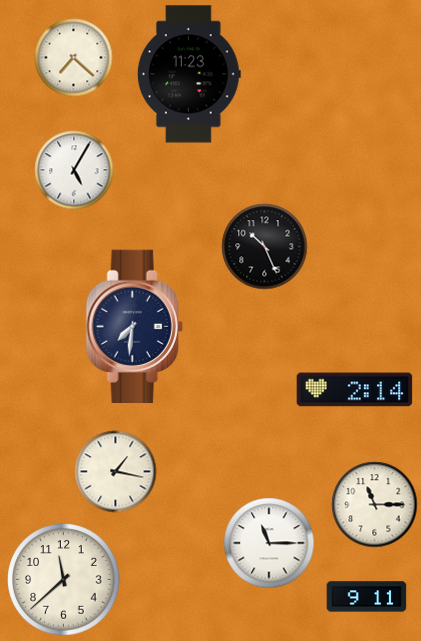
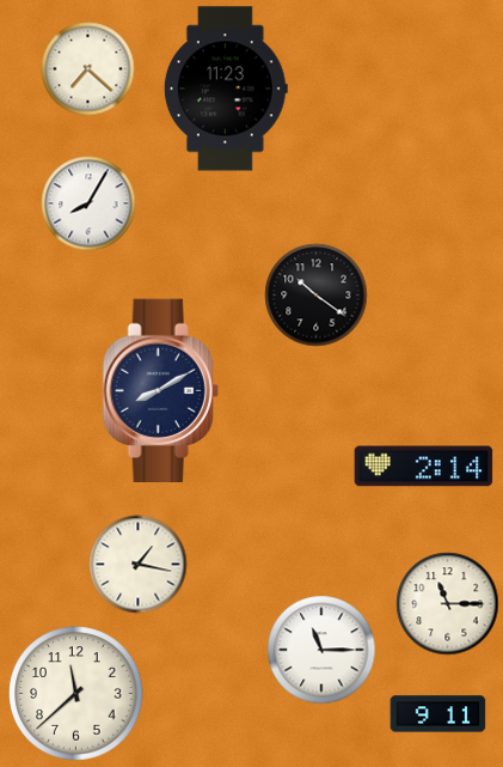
clock at (74, 170): 5:05 -> 8:05
clock at (265, 247): 10:26 -> 10:21
clock at (134, 326): 7:31 -> 8:10
